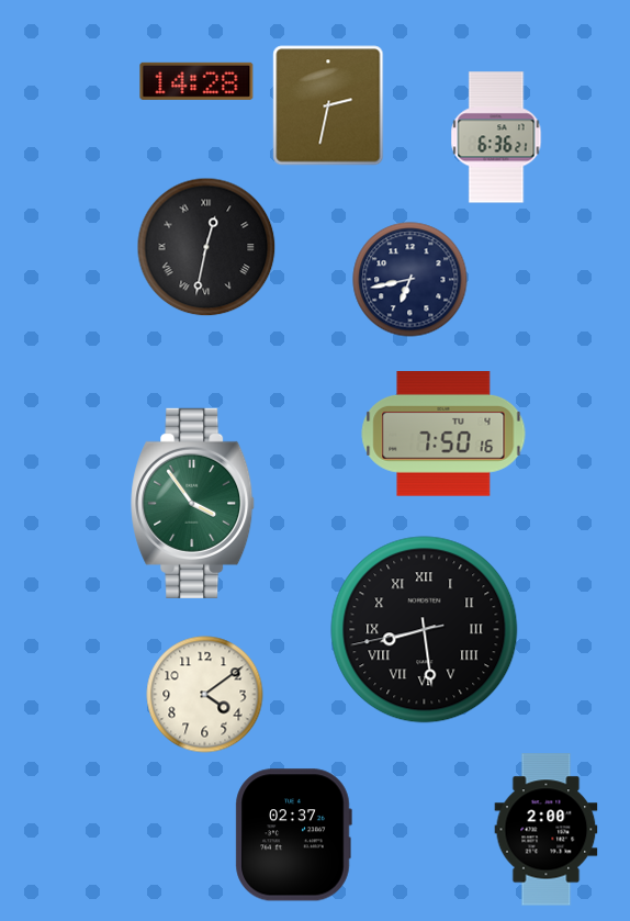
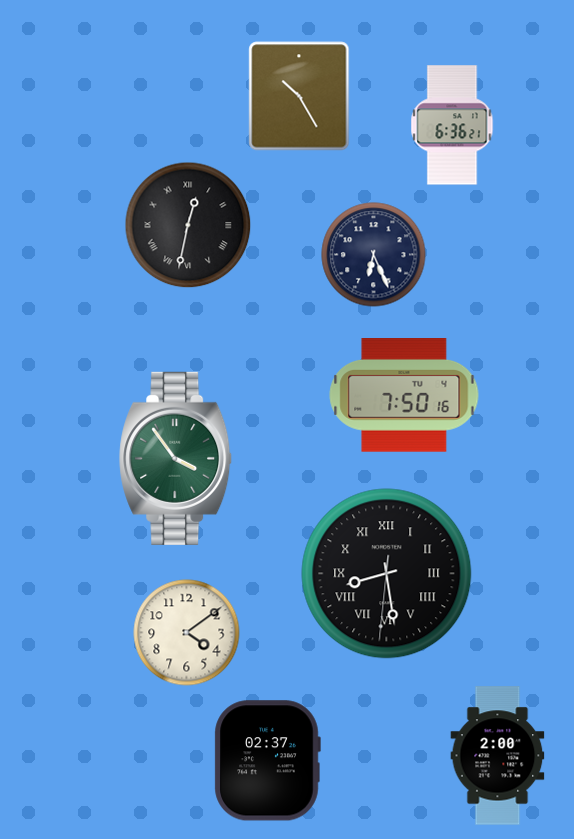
clock at (196, 81): 14:28 -> none
clock at (328, 105): 2:32 -> 10:25
clock at (410, 280): 6:43 -> 6:26
clock at (425, 630): 8:28:43 -> 8:28:31
